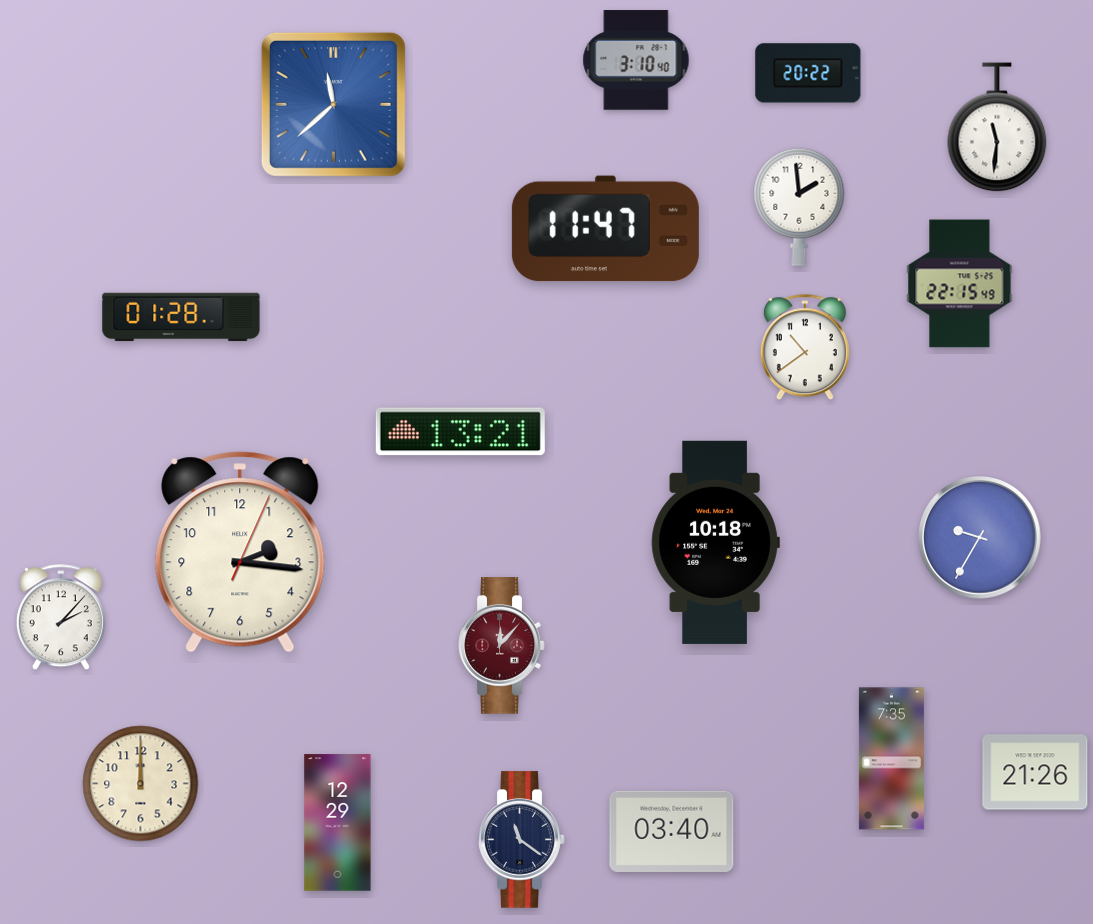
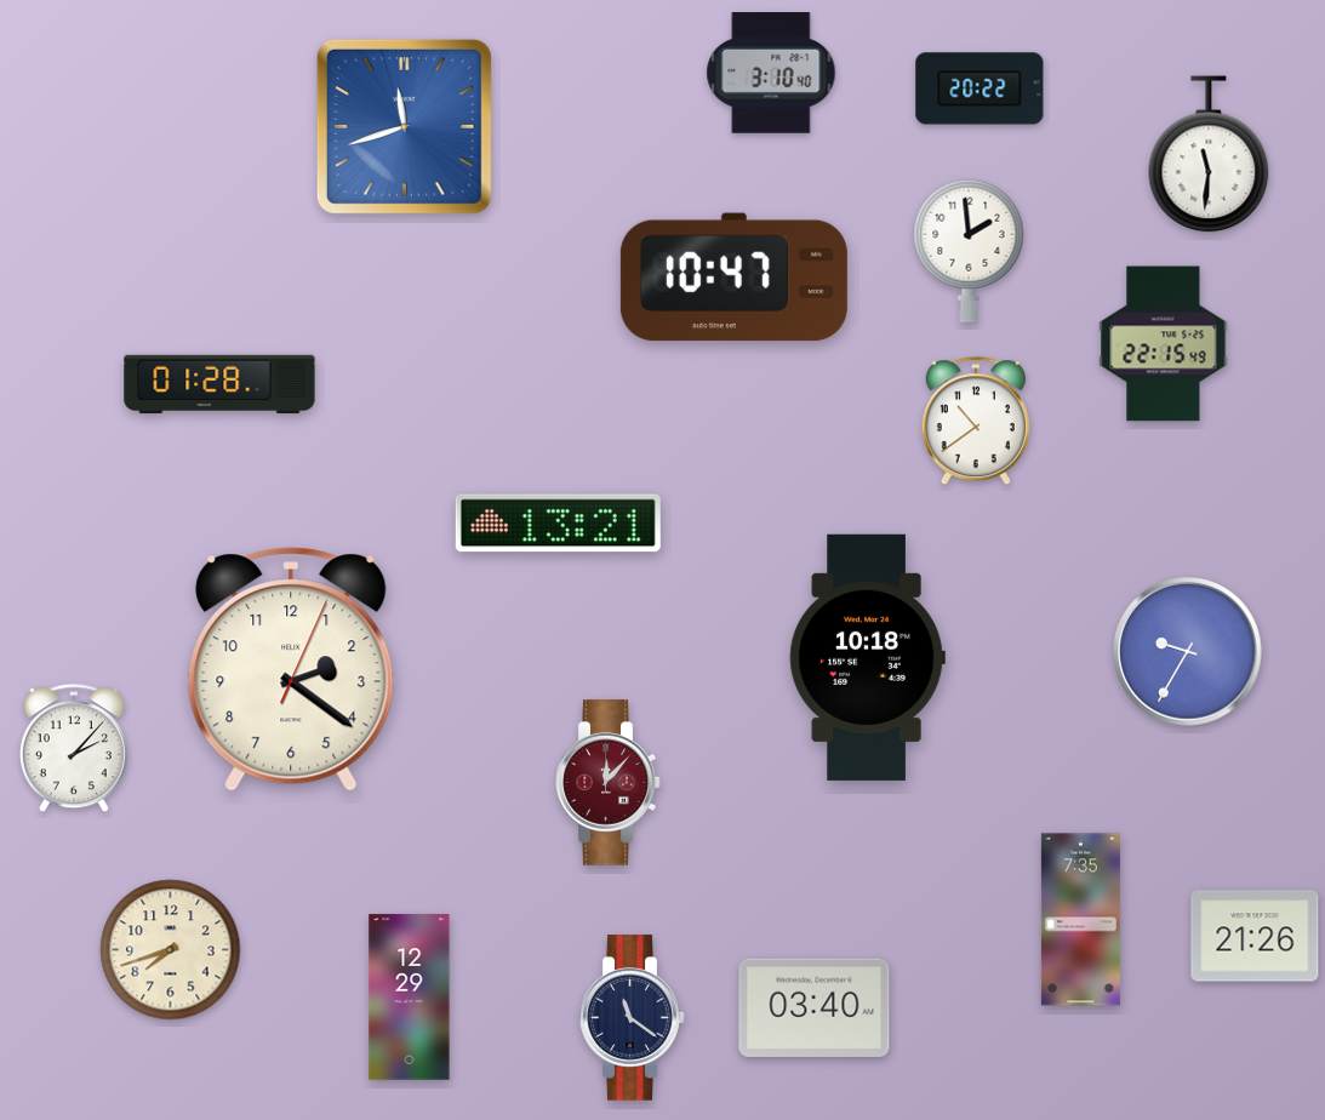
clock at (333, 104): 11:38 -> 11:42
clock at (605, 229): 11:47 -> 10:47
clock at (240, 552): 2:16 -> 2:21
clock at (141, 784): 12:00 -> 7:42
